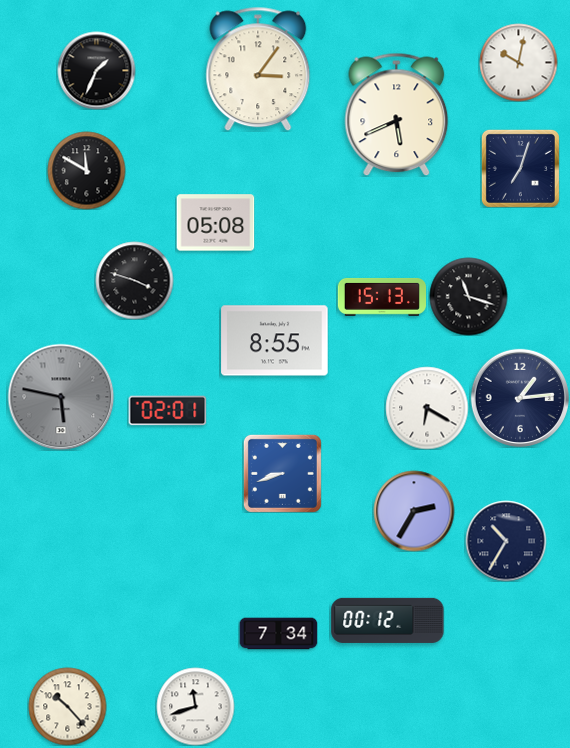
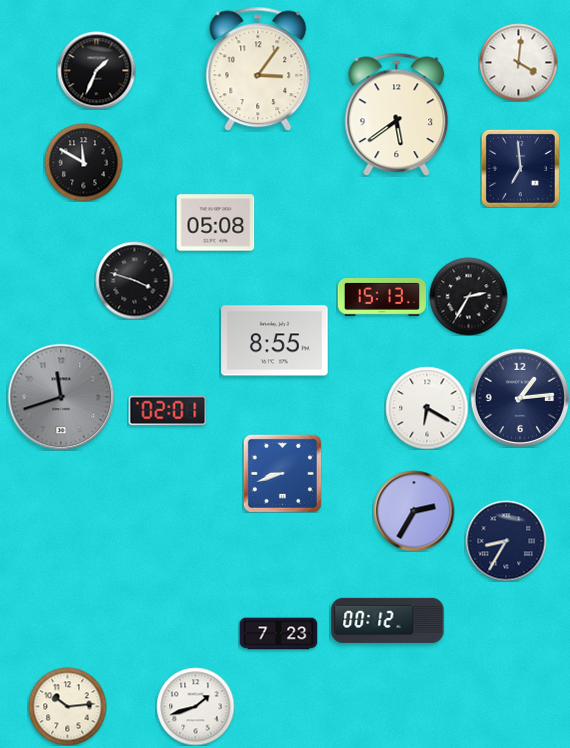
clock at (518, 62): 10:02 -> 4:01
clock at (397, 114): 5:41 -> 5:39
clock at (520, 168): 7:03 -> 6:59
clock at (86, 170) position: (86, 170) -> (83, 162)
clock at (468, 296): 11:18 -> 2:35
clock at (61, 397): 5:47 -> 11:42
clock at (506, 541): 10:35 -> 8:35
clock at (278, 634): 7:34 -> 7:23
clock at (67, 706): 10:23 -> 10:14
clock at (195, 706): 11:42 -> 1:42
